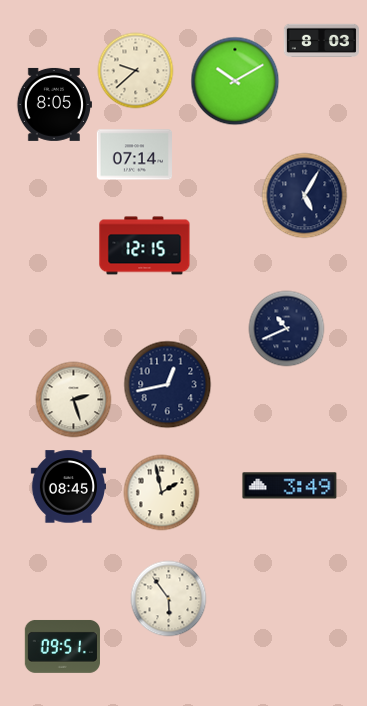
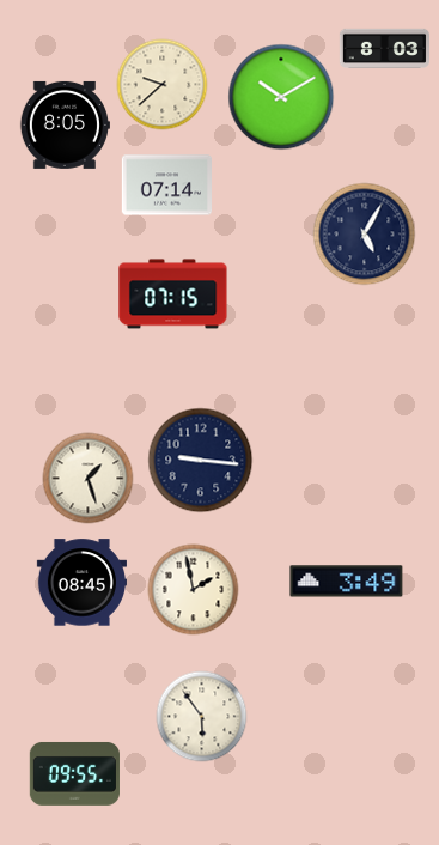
clock at (134, 155) position: (134, 155) -> (166, 186)
clock at (145, 246): 12:15 -> 07:15
clock at (287, 329): 10:41 -> none
clock at (168, 385): 12:43 -> 9:16
clock at (74, 400): 2:27 -> 1:27
clock at (62, 646): 09:51 -> 09:55
